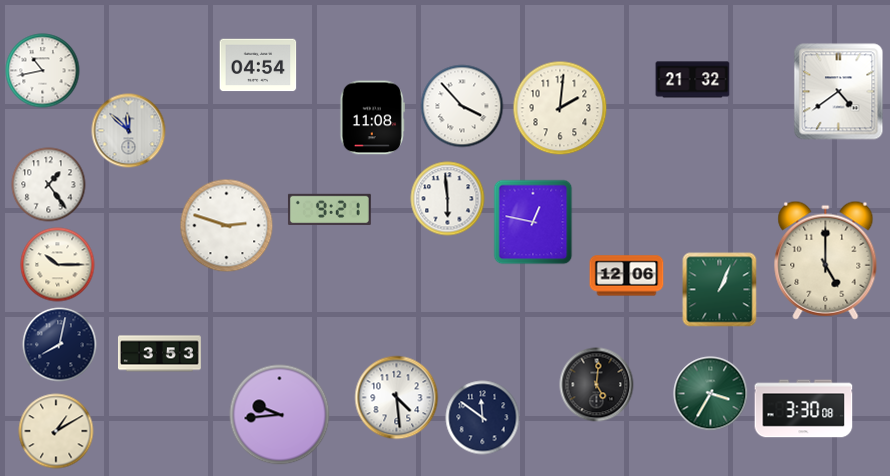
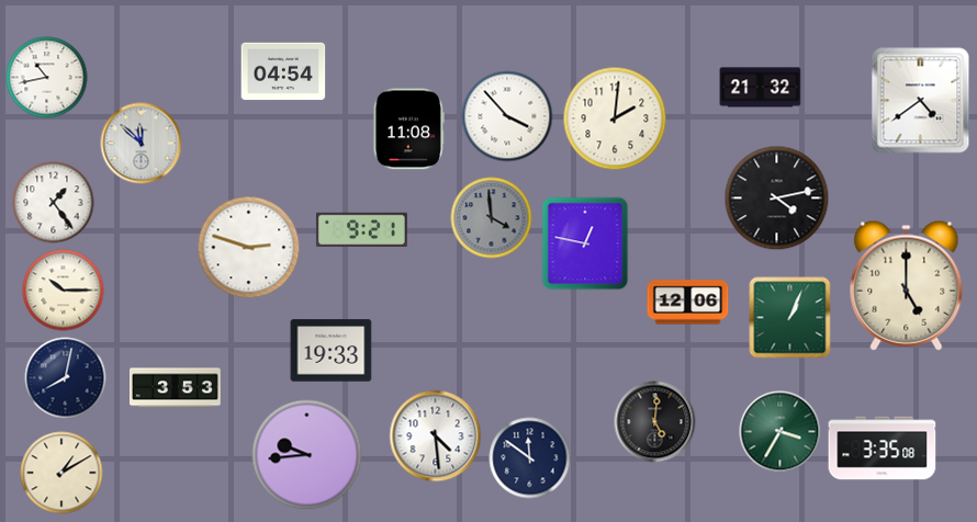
clock at (777, 198): none -> 4:13
clock at (448, 199): 5:59 -> 3:59
clock at (448, 199) dial: white -> grey
clock at (332, 351): none -> 19:33
clock at (804, 409): 3:30 -> 3:35
